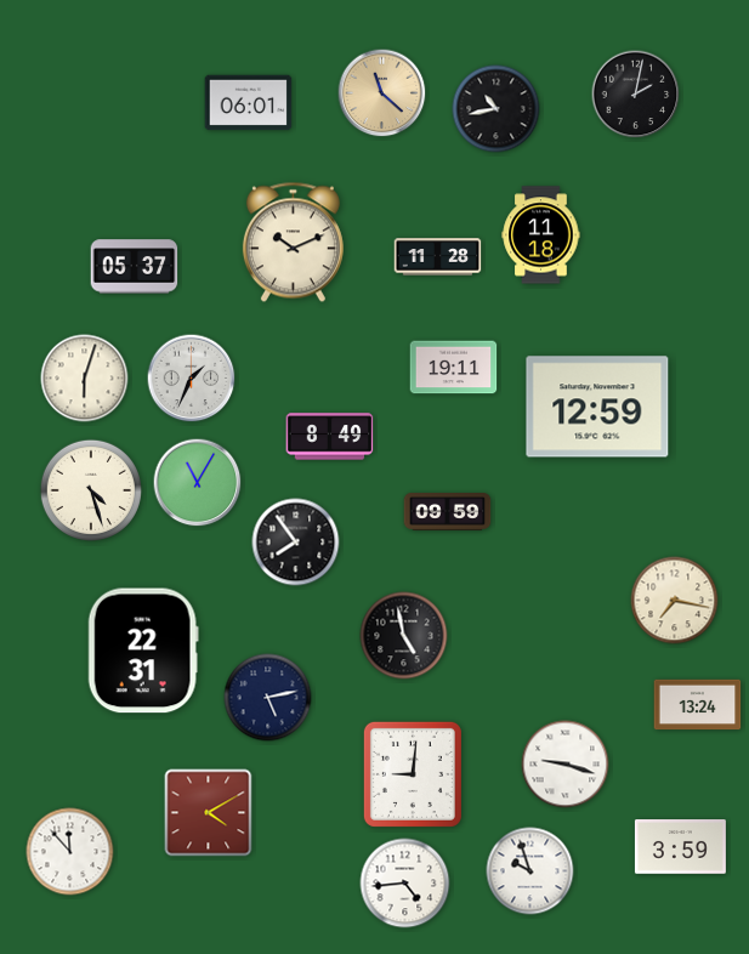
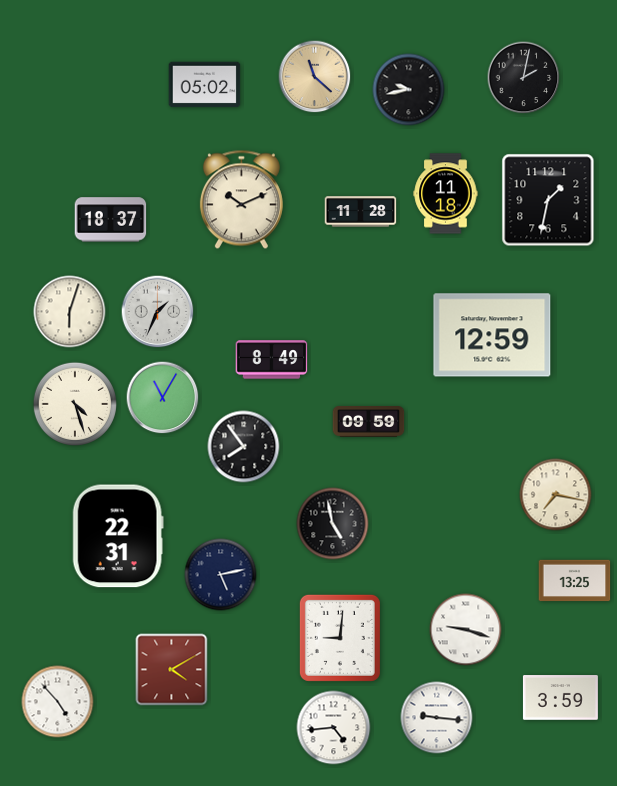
clock at (249, 103): 06:01 -> 05:02
clock at (497, 109): 10:43 -> 9:43
clock at (548, 200): none -> 1:32
clock at (135, 267): 05:37 -> 18:37
clock at (454, 368): 19:11 -> none
clock at (698, 705): 13:24 -> 13:25
clock at (70, 852): 11:53 -> 4:53
clock at (530, 871): 9:57 -> 9:16
